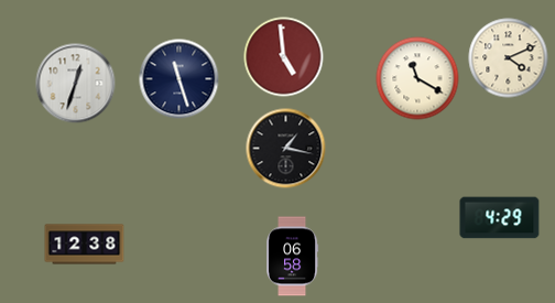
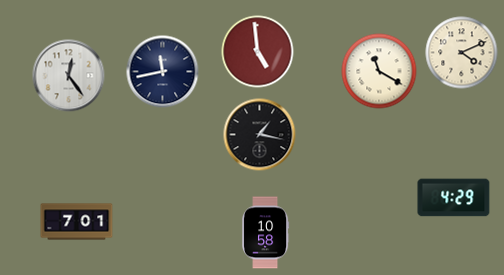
clock at (179, 79): 11:27 -> 11:43
clock at (76, 84): 12:33 -> 12:24
clock at (85, 245): 12:38 -> 7:01
clock at (293, 257): 06:58 -> 10:58
